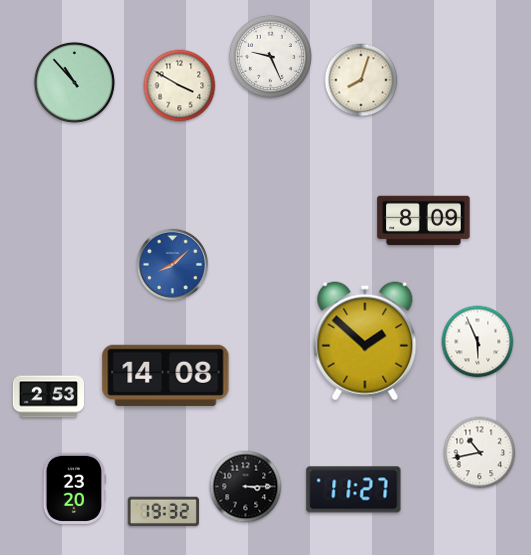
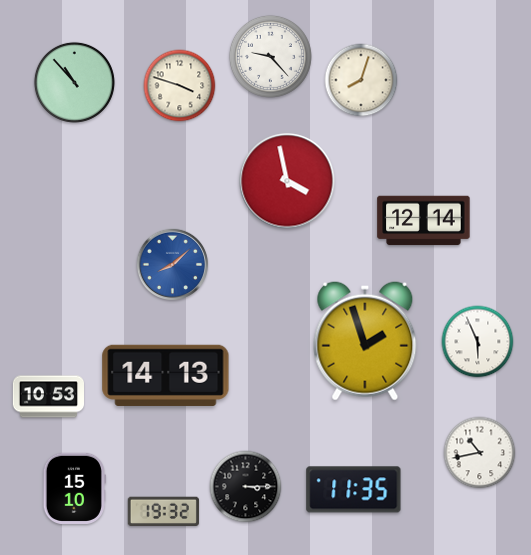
clock at (270, 56): 9:26 -> 9:23
clock at (180, 86): 3:50 -> 3:48
clock at (287, 181): none -> 3:58
clock at (424, 221): 8:09 -> 12:14
clock at (365, 341): 1:52 -> 1:57
clock at (166, 375): 14:08 -> 14:13
clock at (48, 397): 2:53 -> 10:53
clock at (74, 488): 23:20 -> 15:10
clock at (354, 490): 11:27 -> 11:35
